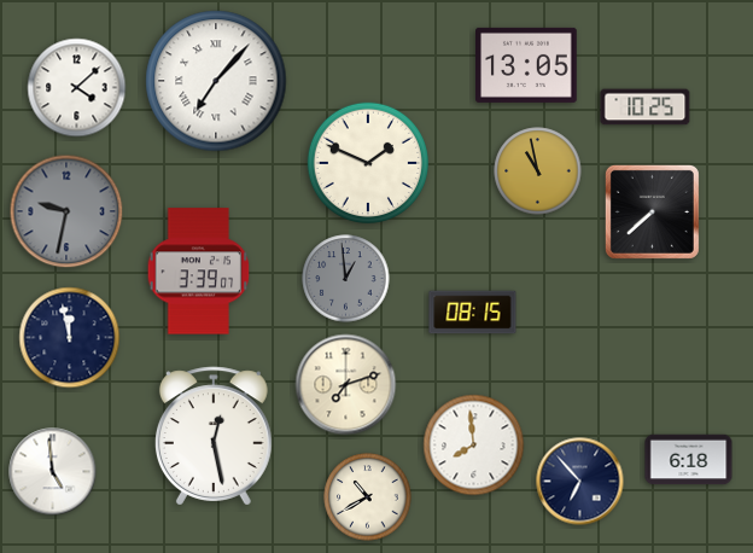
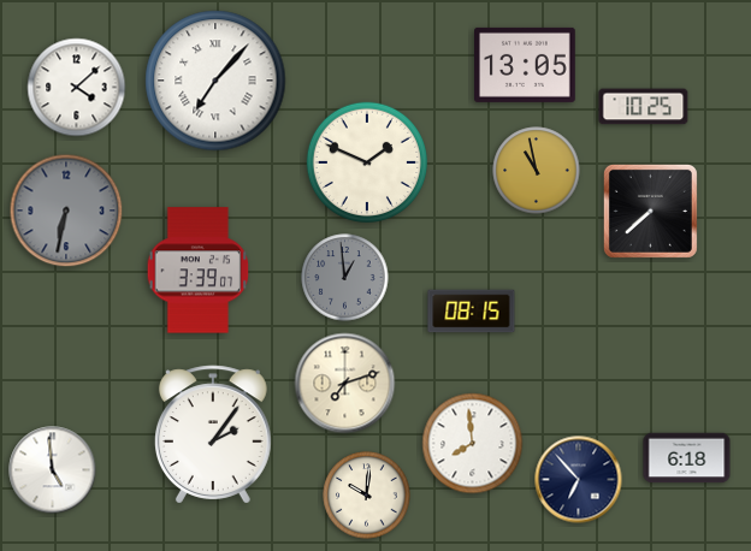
clock at (66, 211): 9:32 -> 6:32
clock at (70, 338): 11:58 -> none
clock at (214, 436): 12:28 -> 2:06
clock at (368, 497): 10:40 -> 10:01
